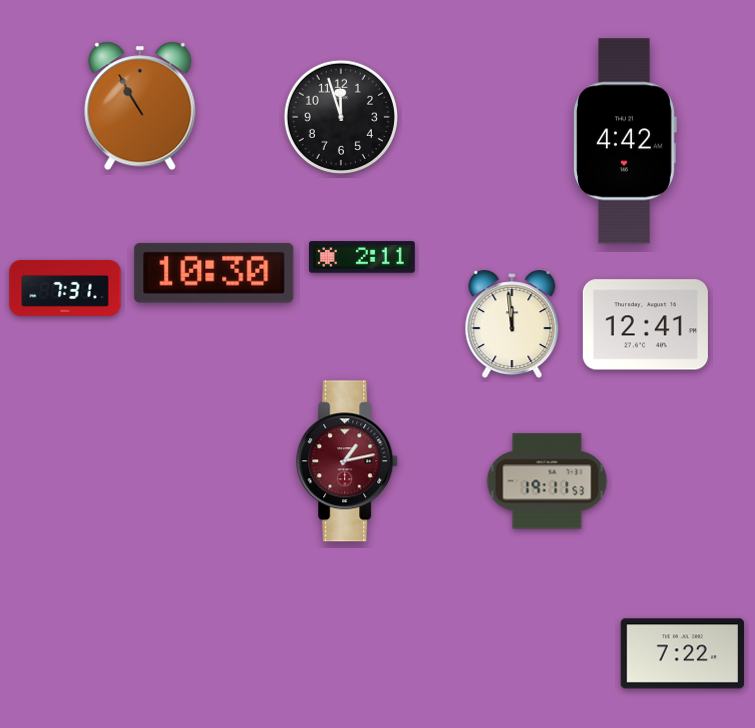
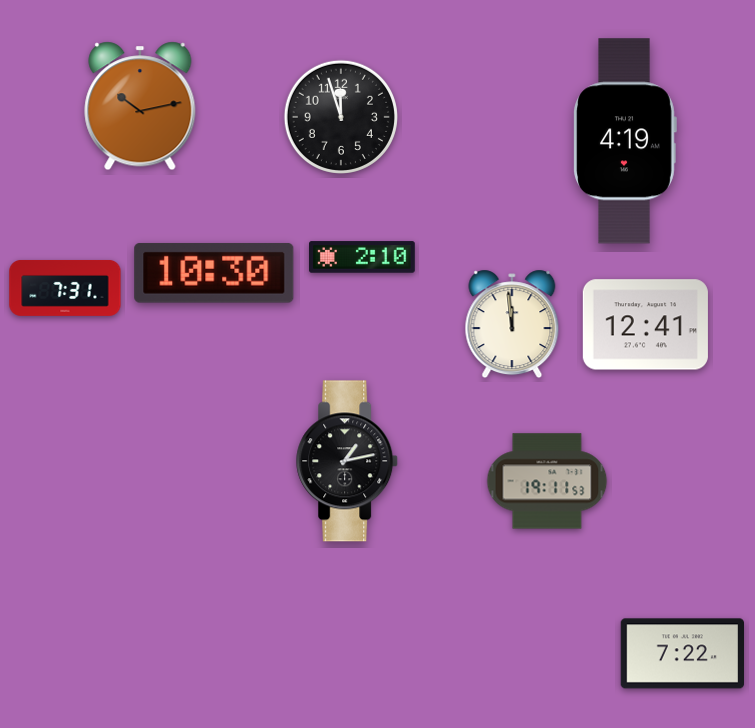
clock at (140, 106): 10:55 -> 10:13
clock at (625, 141): 4:42 -> 4:19
clock at (363, 257): 2:11 -> 2:10
clock at (348, 461) dial: burgundy -> black
